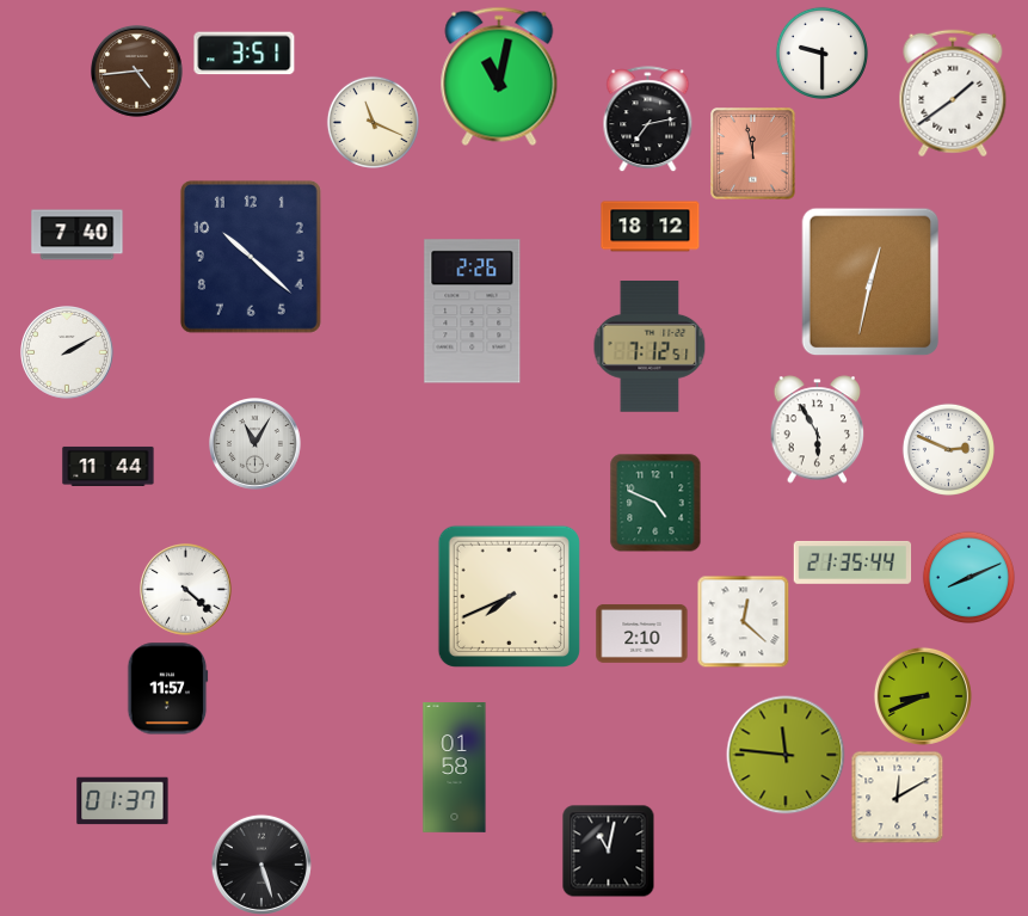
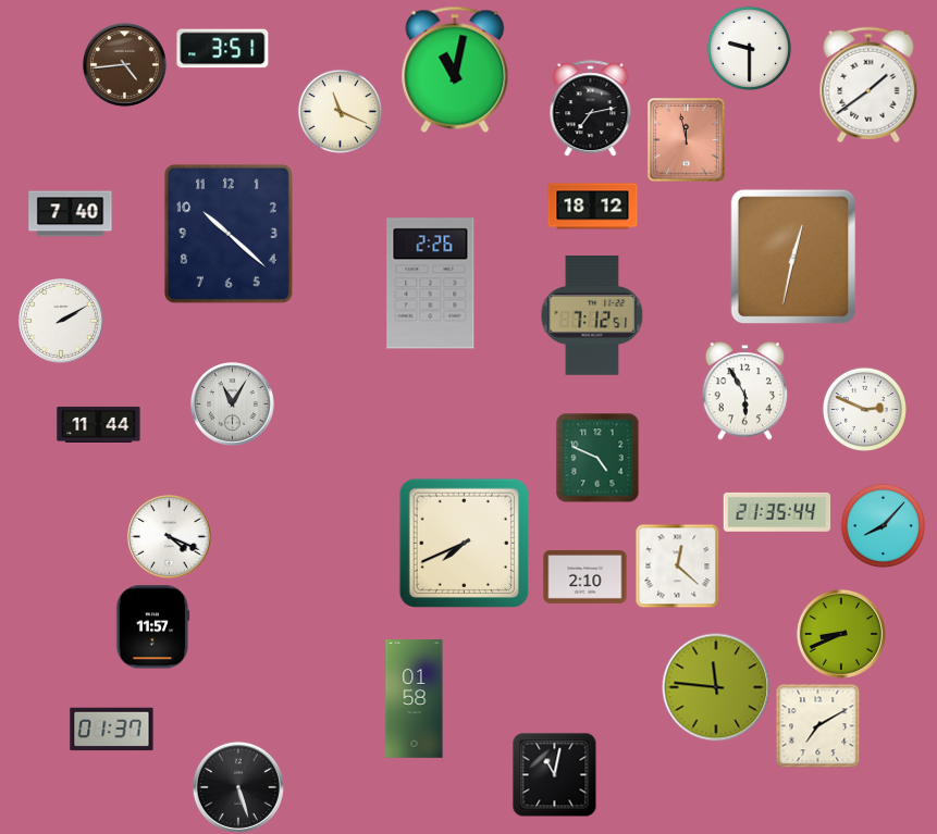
clock at (968, 577): 8:11 -> 8:07
clock at (186, 590): 4:22 -> 4:19
clock at (897, 797): 12:10 -> 7:10
